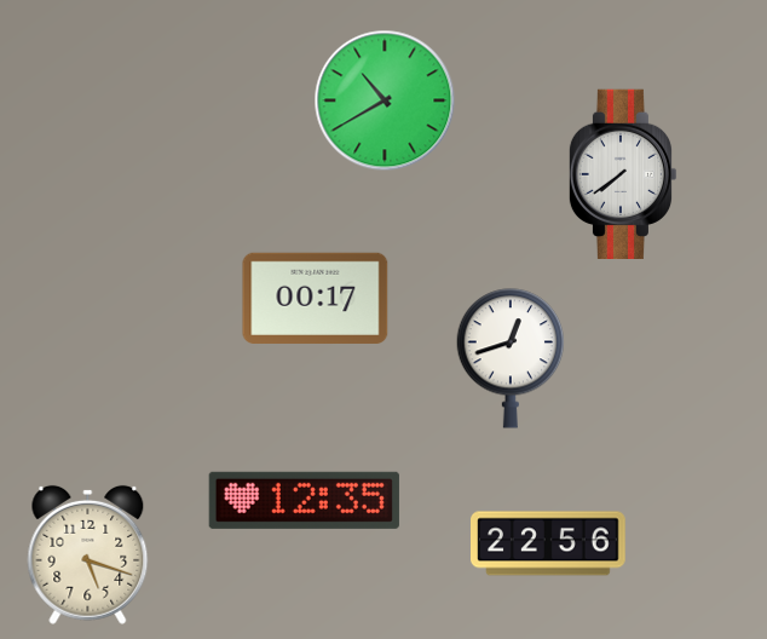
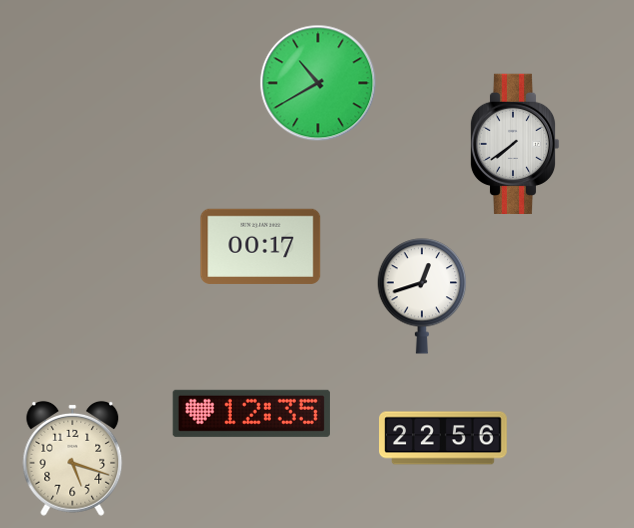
clock at (549, 543) position: (549, 543) -> (444, 438)
